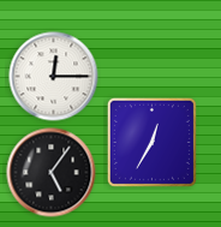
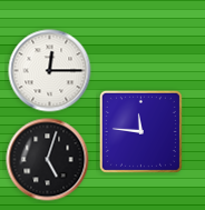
clock at (151, 142): 12:35 -> 11:46
clock at (52, 173): 5:06 -> 5:03
